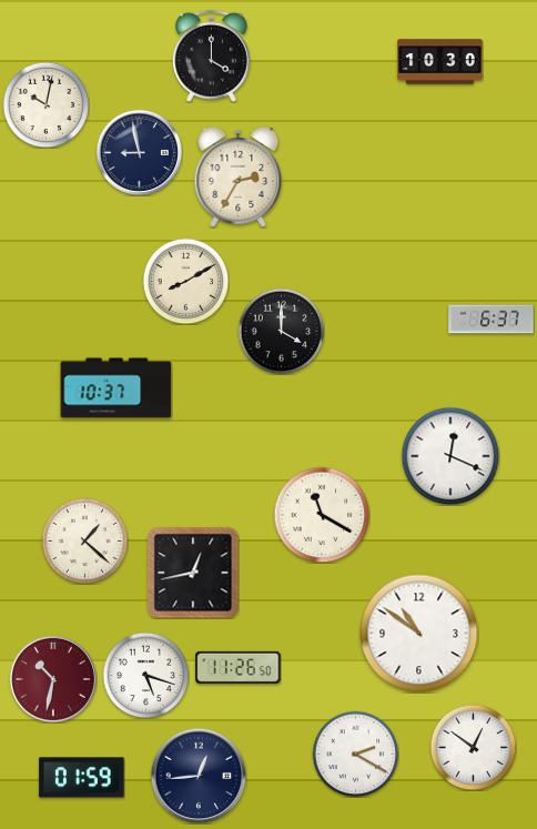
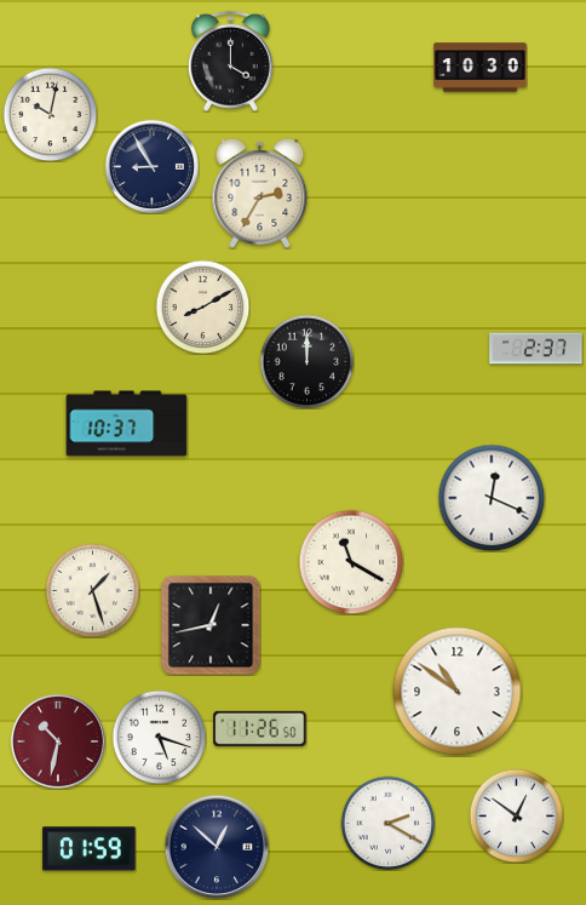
clock at (139, 152): 8:58 -> 8:55
clock at (492, 320): 6:37 -> 2:37
clock at (281, 331): 4:00 -> 12:00
clock at (84, 540): 1:22 -> 1:27
clock at (199, 776): 12:44 -> 12:52
